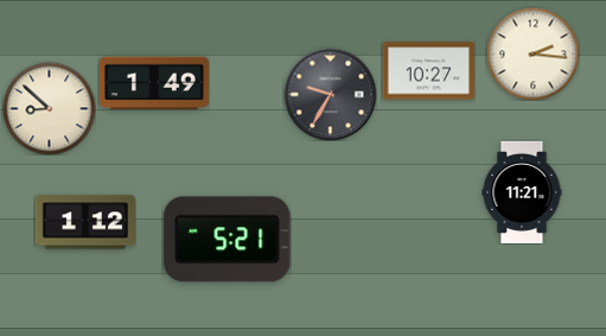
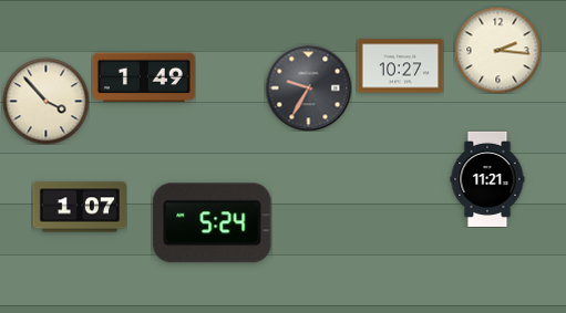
clock at (49, 108): 8:52 -> 3:53
clock at (85, 222): 1:12 -> 1:07
clock at (228, 240): 5:21 -> 5:24
